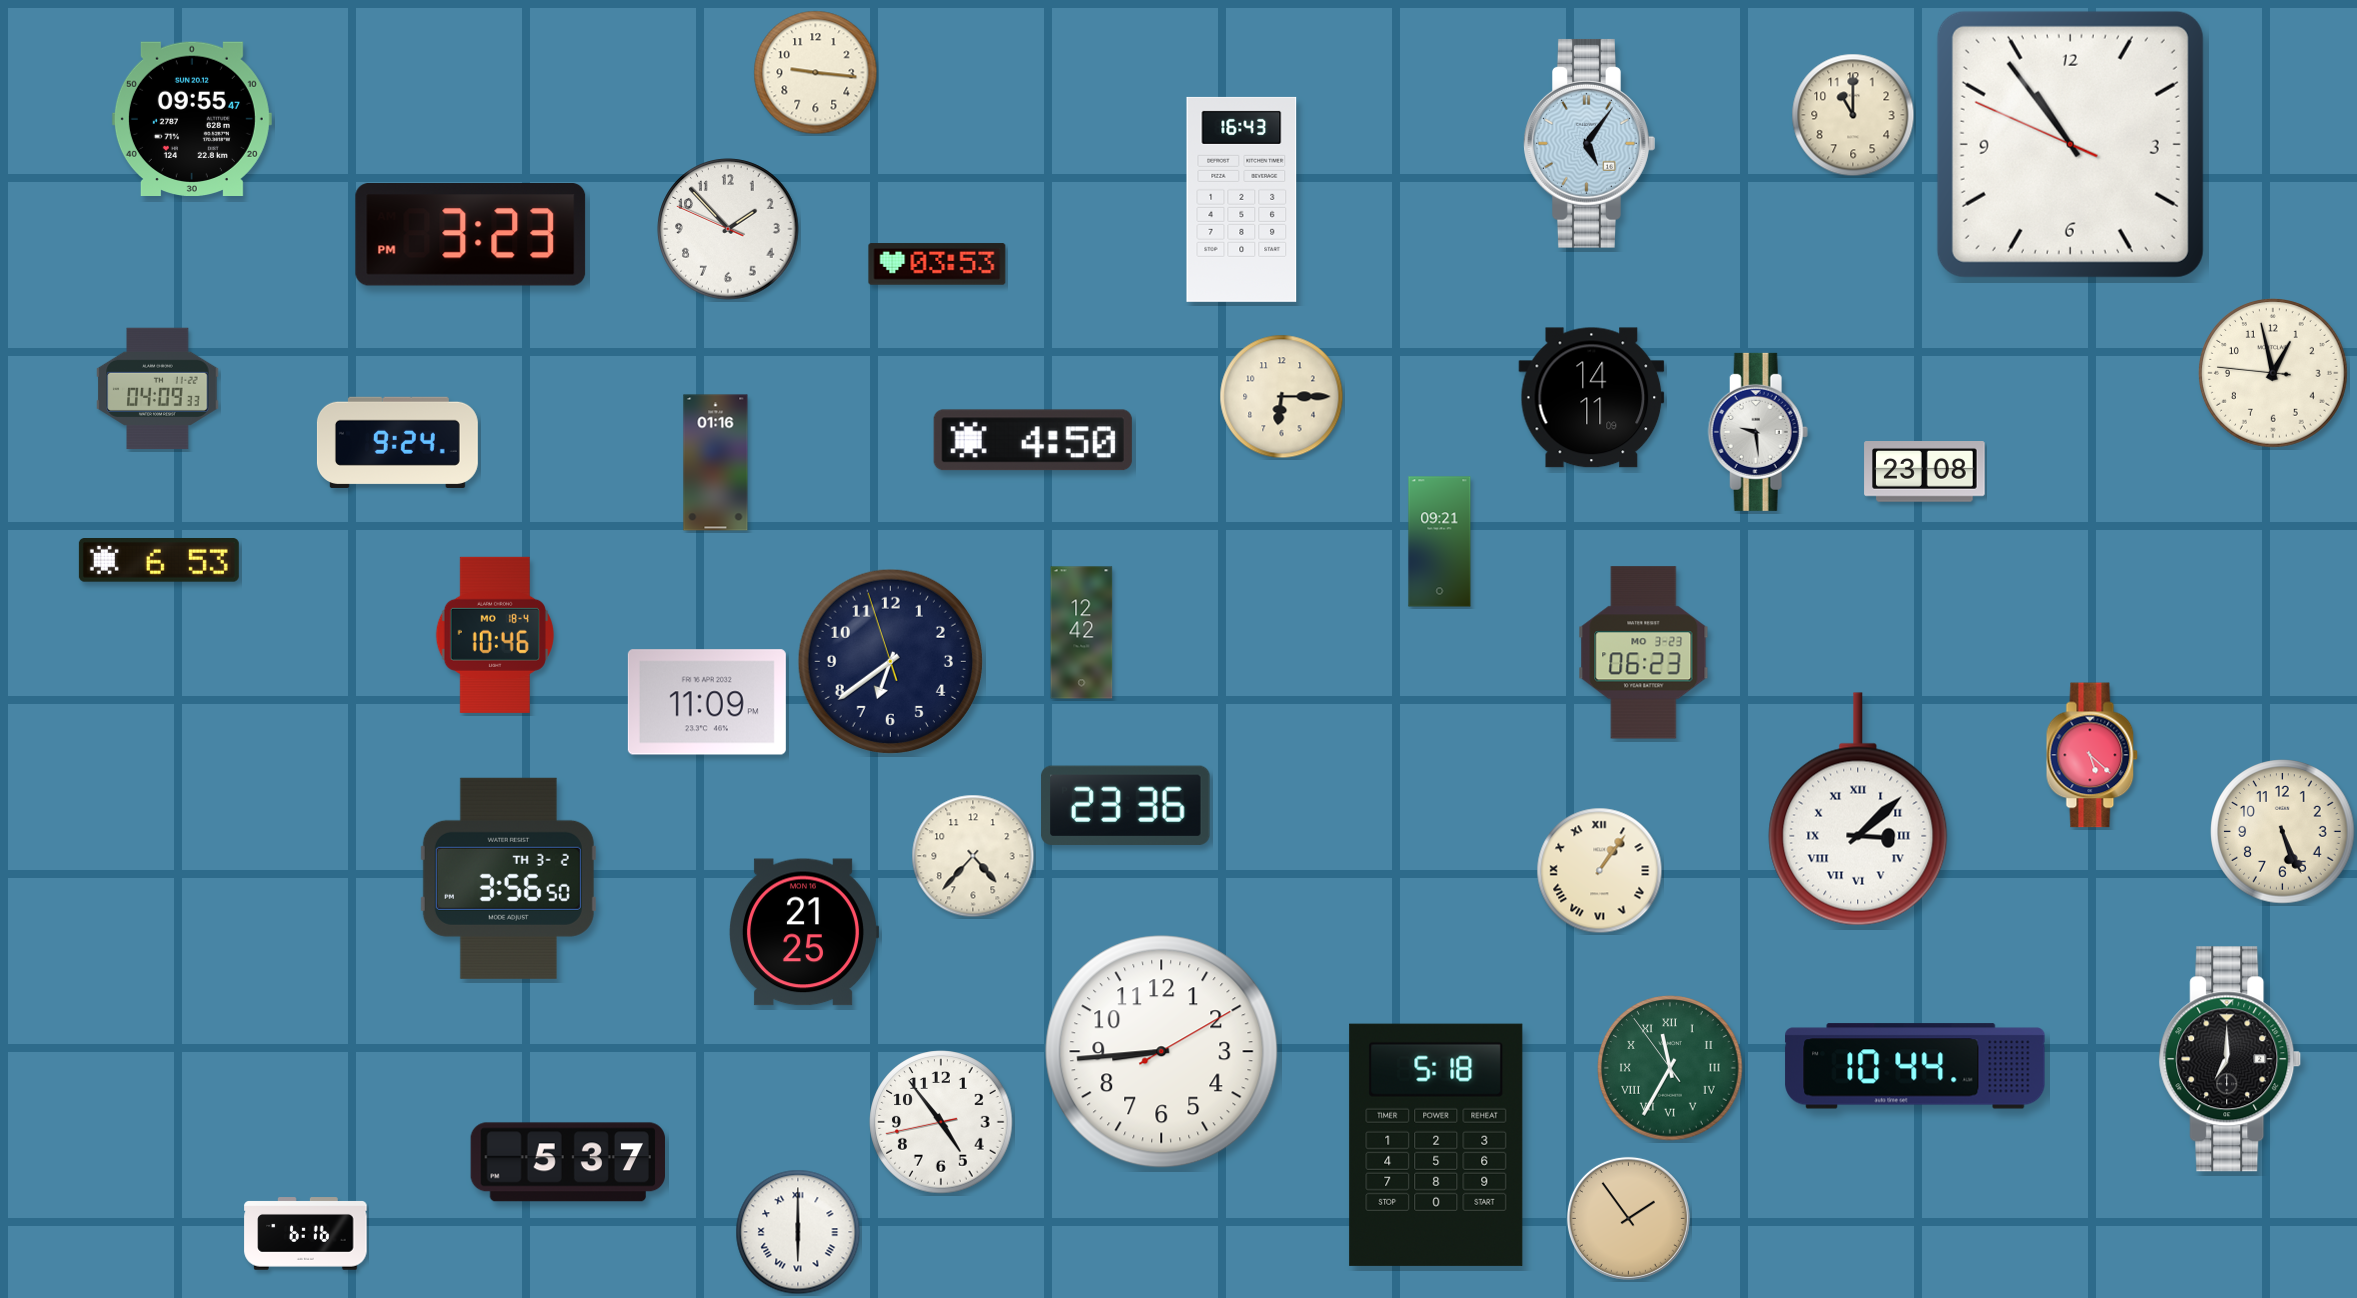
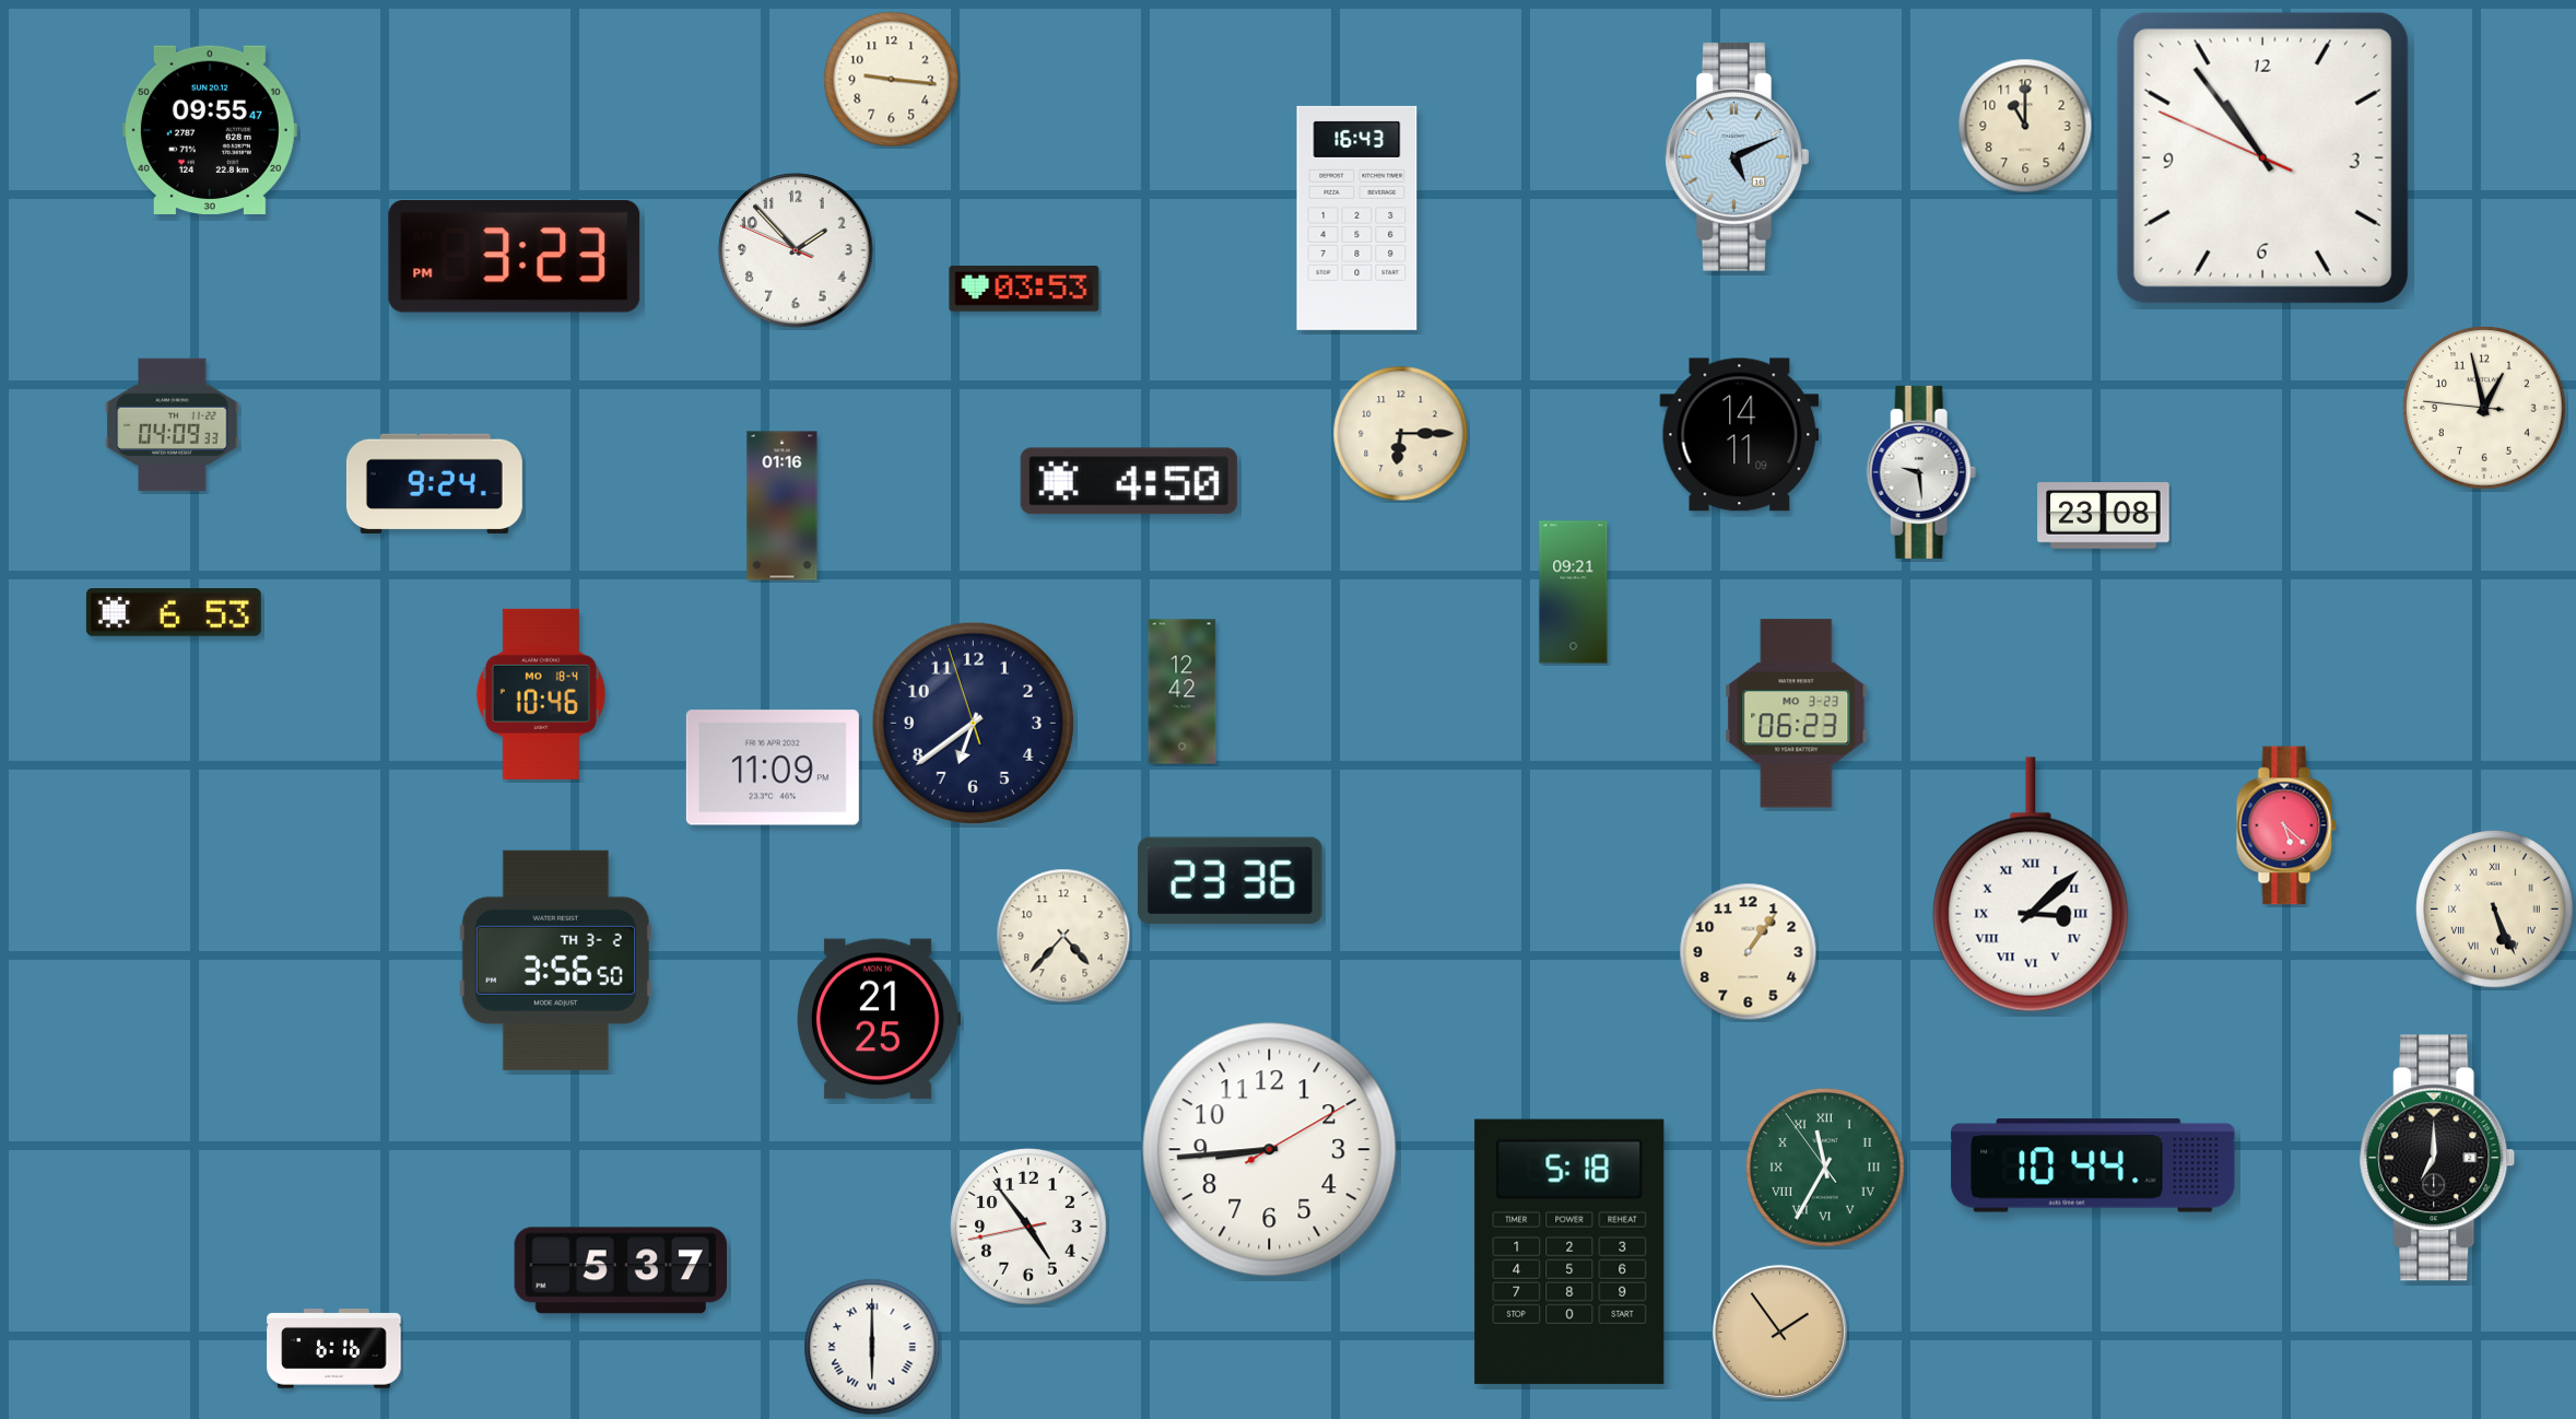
clock at (1590, 143): 5:06 -> 5:11
clock at (2283, 832) numerals: Arabic -> Roman
clock at (1600, 871) numerals: Roman -> Arabic
